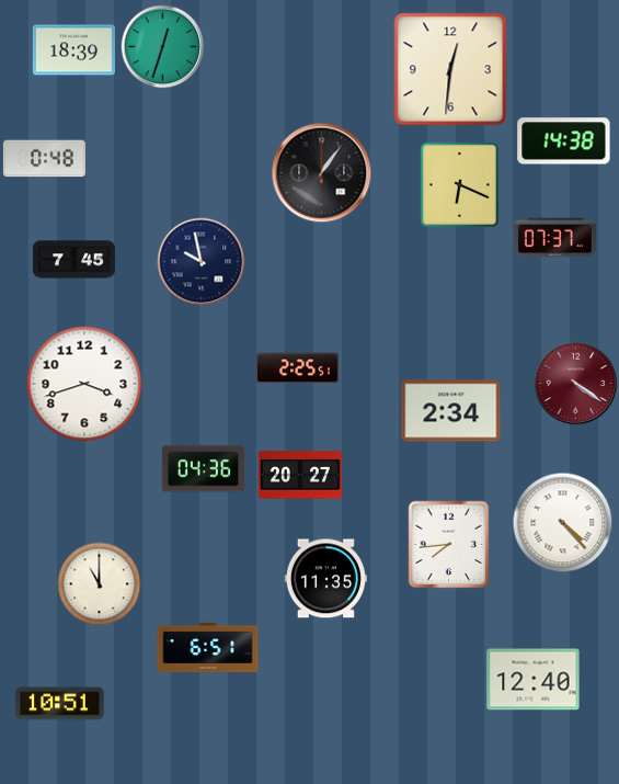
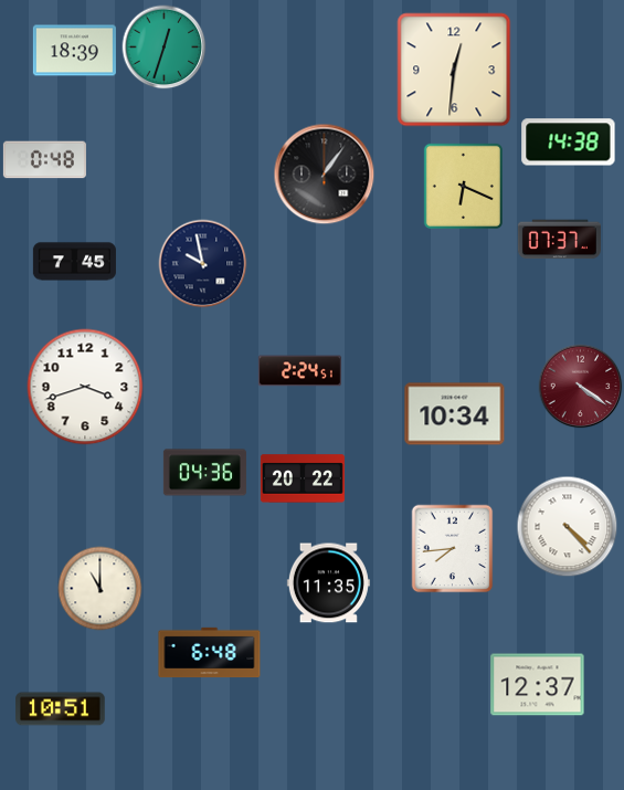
clock at (297, 368): 2:25 -> 2:24
clock at (451, 411): 2:34 -> 10:34
clock at (300, 475): 20:27 -> 20:22
clock at (208, 648): 6:51 -> 6:48
clock at (534, 680): 12:40 -> 12:37
